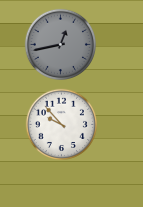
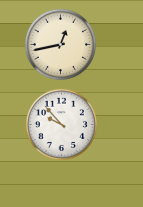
clock at (60, 44) dial: grey -> cream
